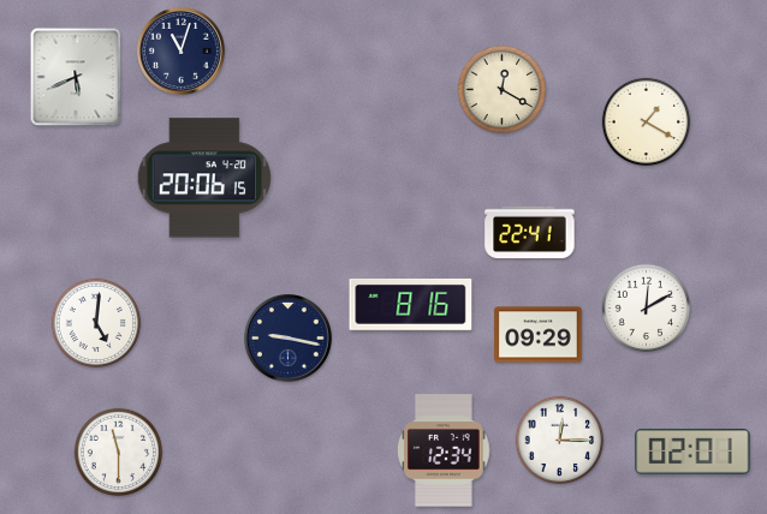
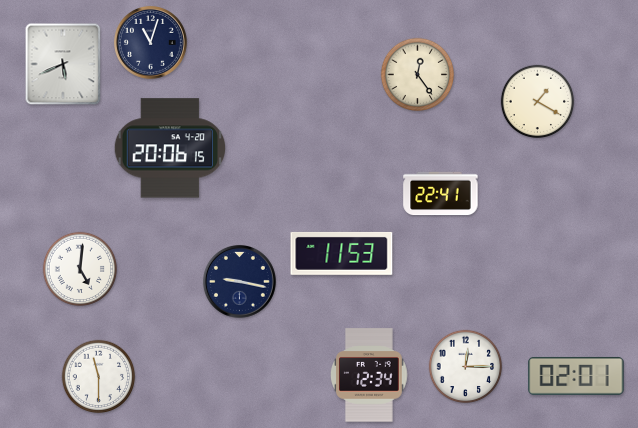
clock at (503, 90): 12:20 -> 12:24
clock at (411, 304): 8:16 -> 11:53
clock at (647, 309): 12:10 -> none
clock at (539, 335): 09:29 -> none
